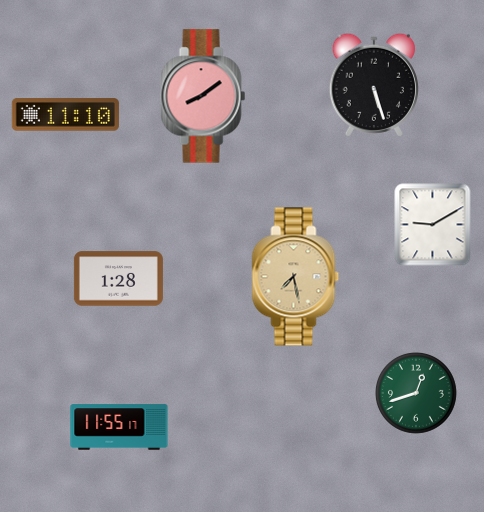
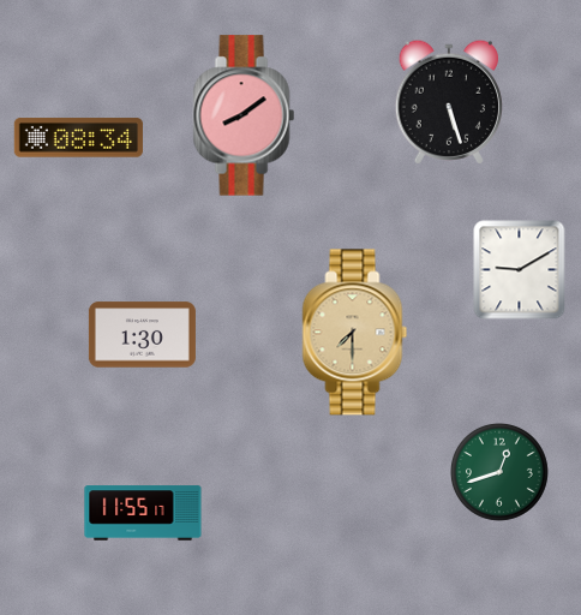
clock at (65, 115): 11:10 -> 08:34
clock at (296, 277): 7:28 -> 7:30
clock at (118, 279): 1:28 -> 1:30
